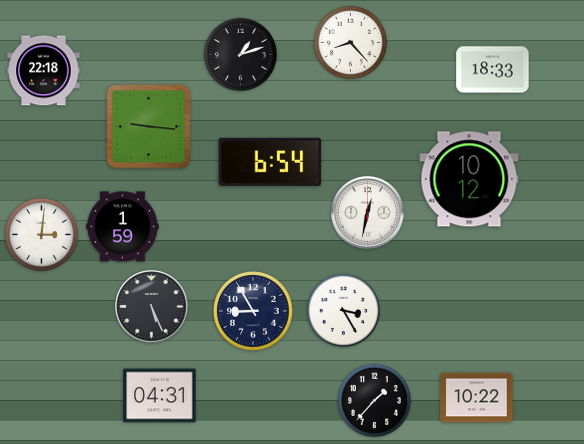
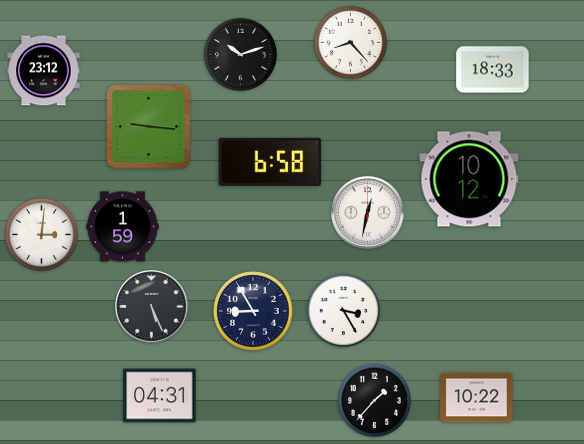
clock at (240, 54): 1:12 -> 10:12
clock at (44, 71): 22:18 -> 23:12
clock at (270, 162): 6:54 -> 6:58
